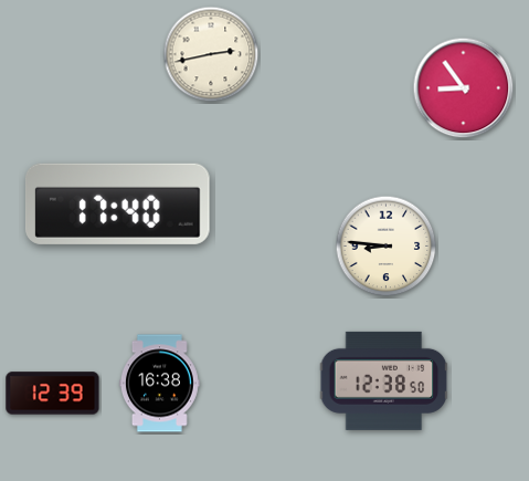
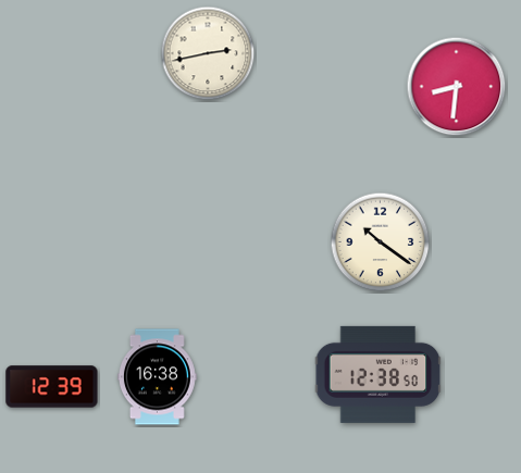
clock at (464, 88): 8:54 -> 8:31
clock at (117, 203): 17:40 -> none
clock at (387, 247): 8:46 -> 10:21
